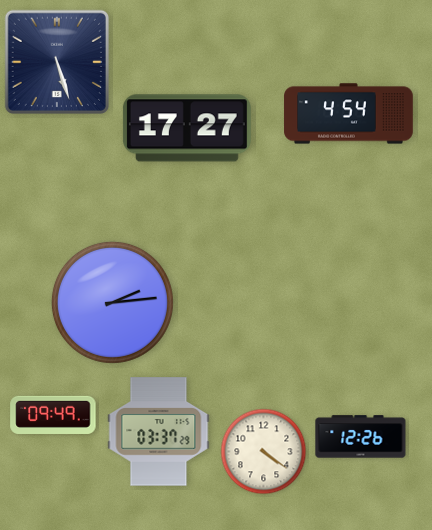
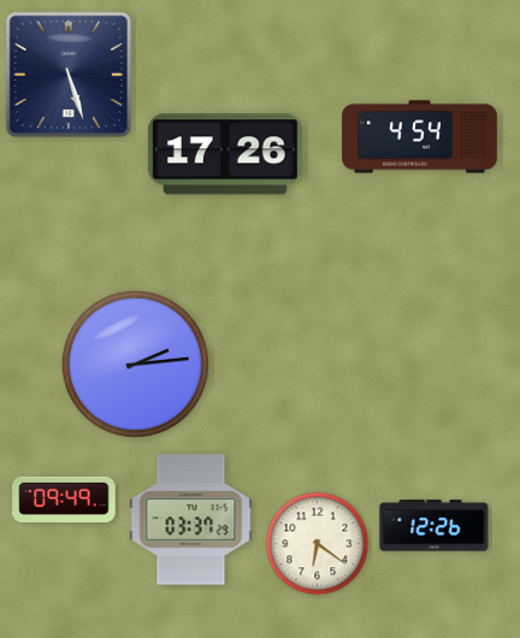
clock at (187, 128): 17:27 -> 17:26
clock at (264, 452): 4:21 -> 6:21
